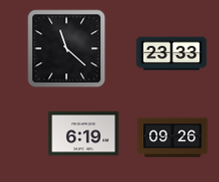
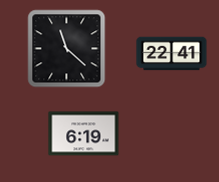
clock at (172, 54): 23:33 -> 22:41
clock at (173, 138): 09:26 -> none
